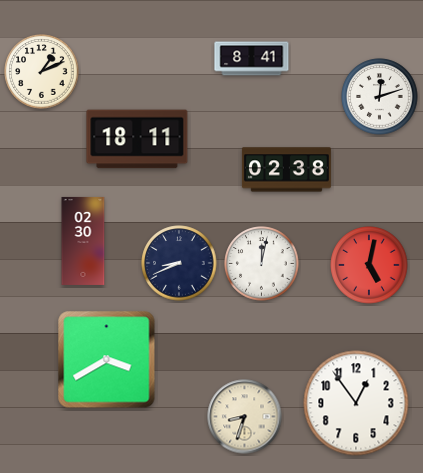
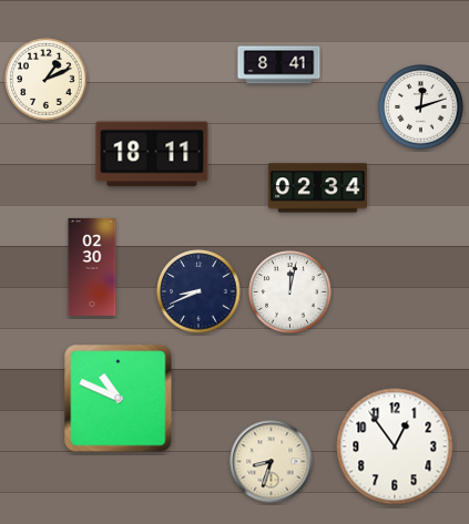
clock at (286, 170): 02:38 -> 02:34
clock at (369, 265): 5:02 -> none
clock at (107, 360): 3:40 -> 10:49
